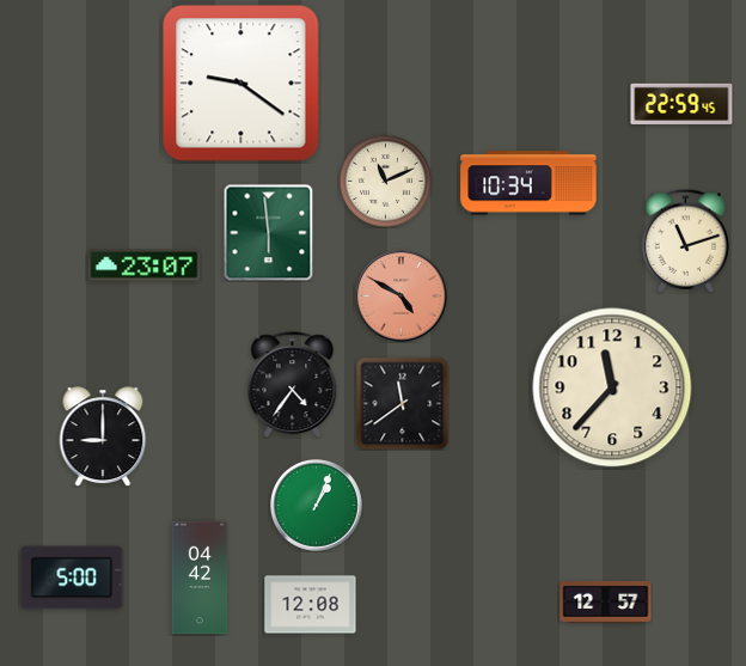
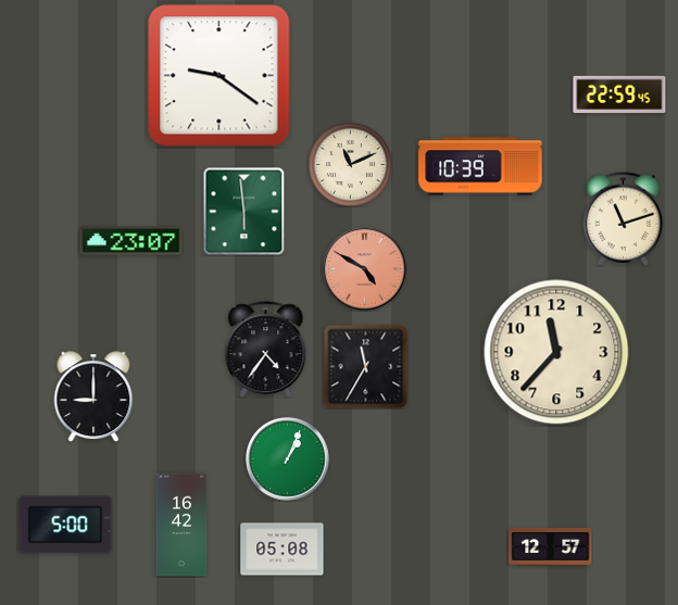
clock at (528, 183): 10:34 -> 10:39
clock at (402, 403): 11:39 -> 11:35
clock at (200, 578): 04:42 -> 16:42
clock at (311, 605): 12:08 -> 05:08
